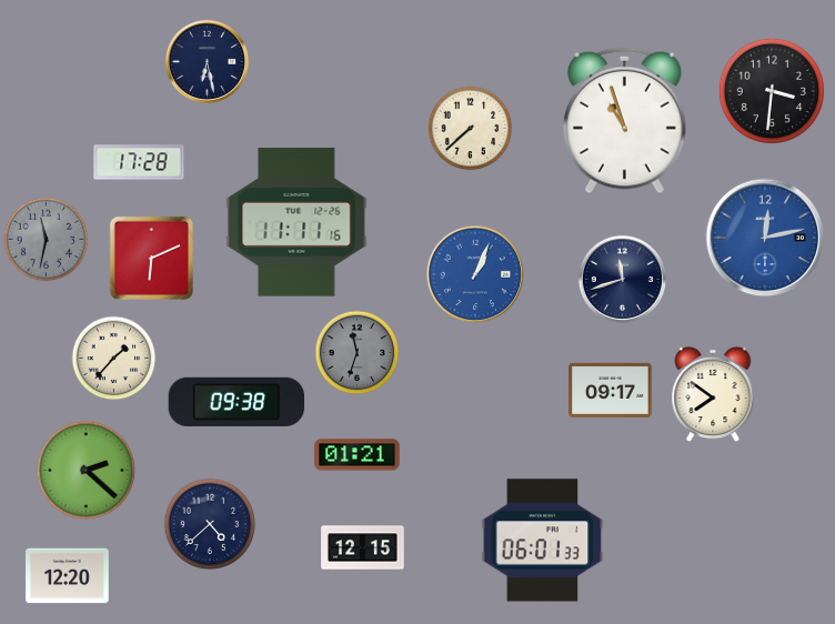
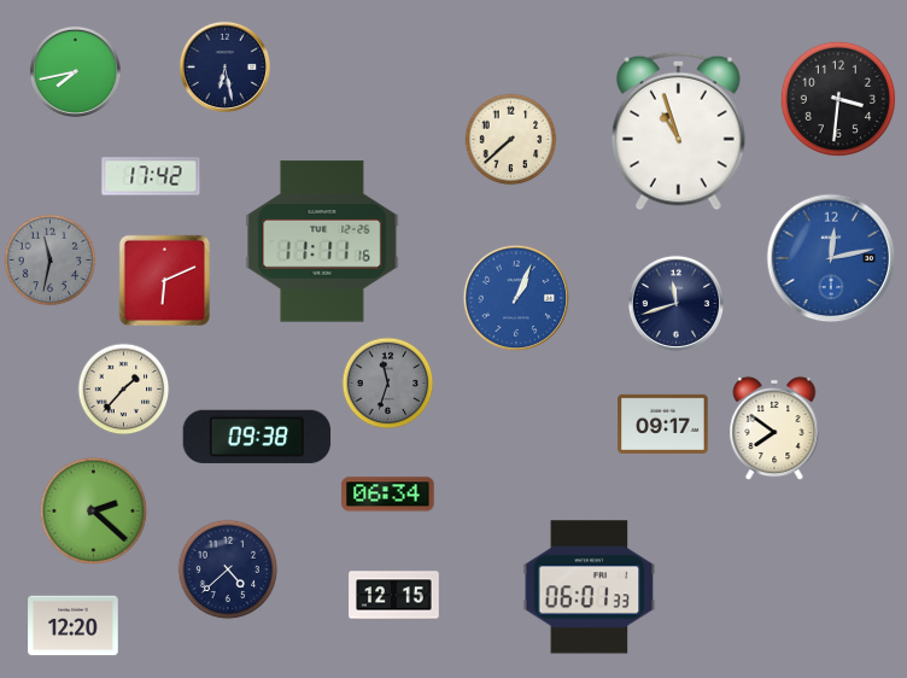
clock at (75, 71): none -> 7:43
clock at (139, 162): 17:28 -> 17:42
clock at (358, 455): 01:21 -> 06:34
